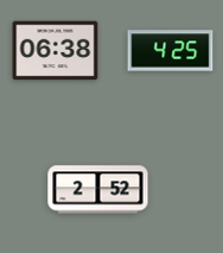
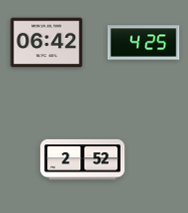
clock at (56, 51): 06:38 -> 06:42
